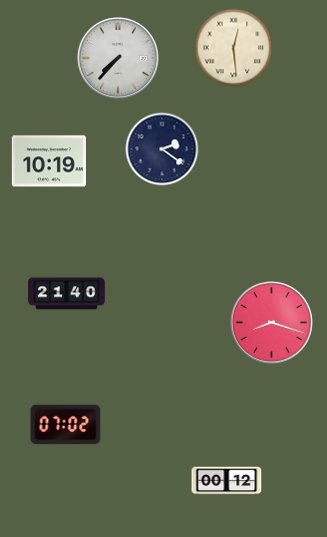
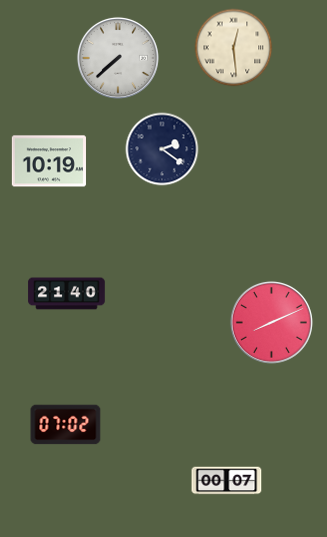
clock at (118, 58): 7:37 -> 7:38
clock at (271, 322): 8:18 -> 8:11
clock at (227, 481): 00:12 -> 00:07
